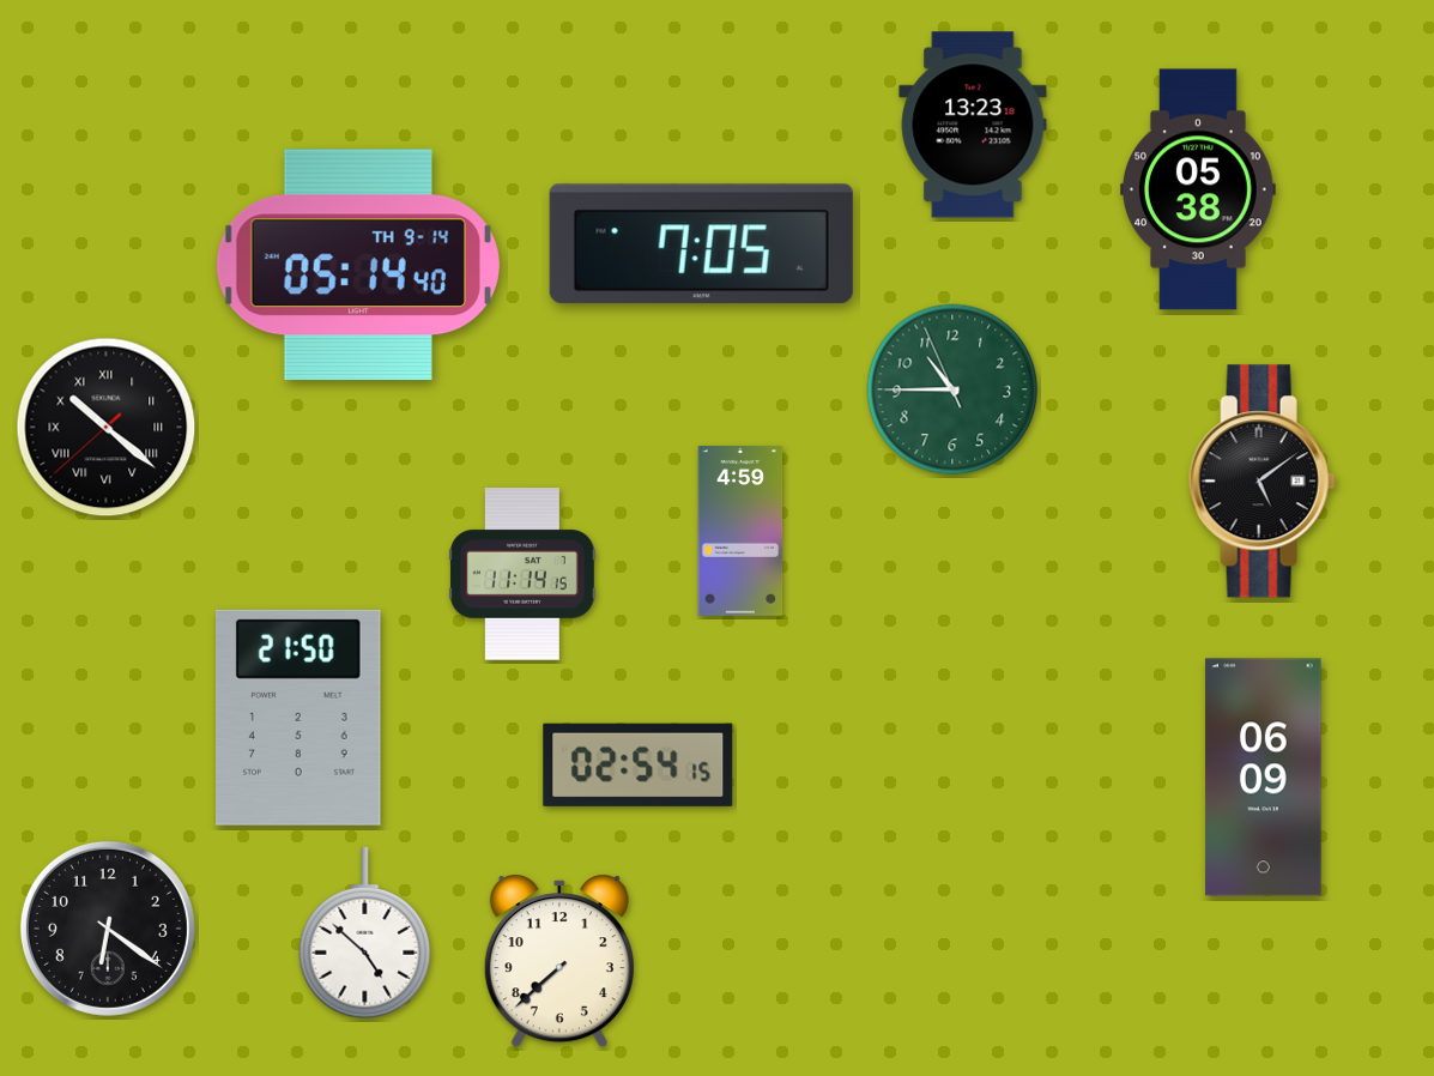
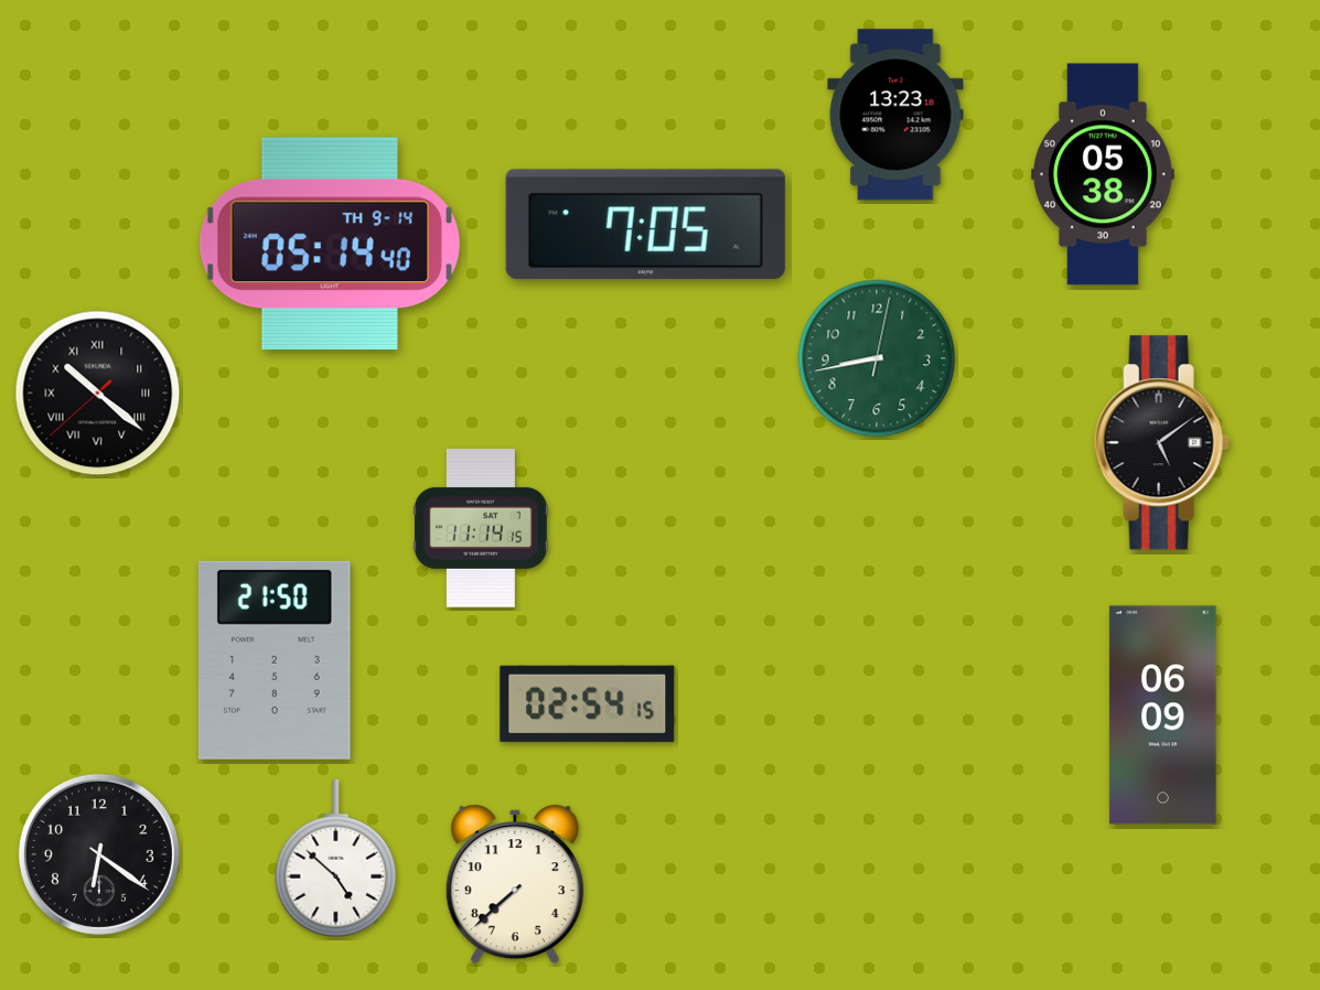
clock at (952, 389): 10:44 -> 8:43
clock at (740, 532): 4:59 -> none
